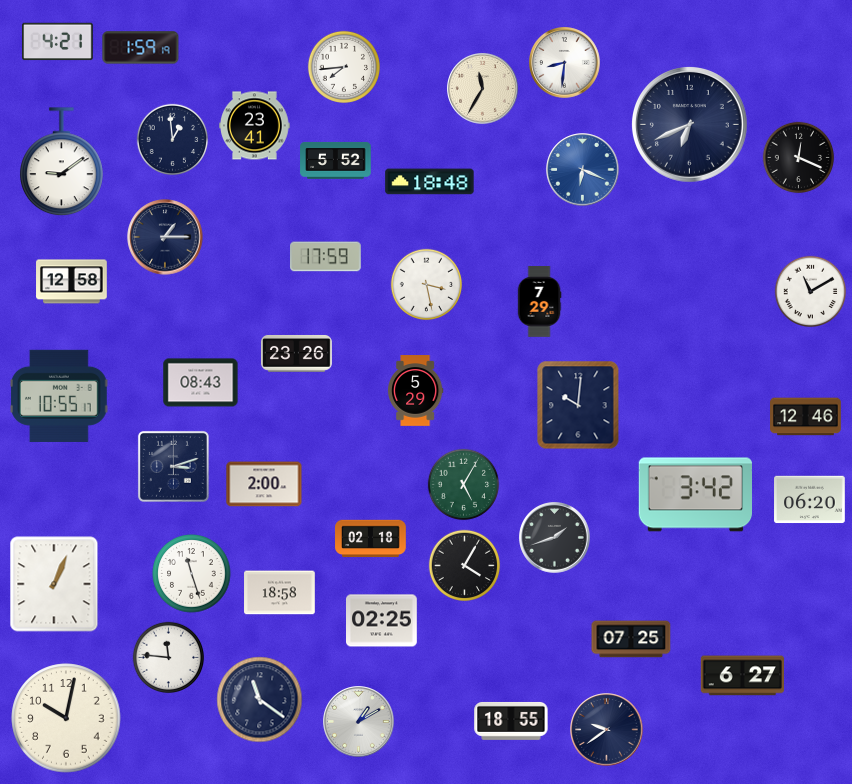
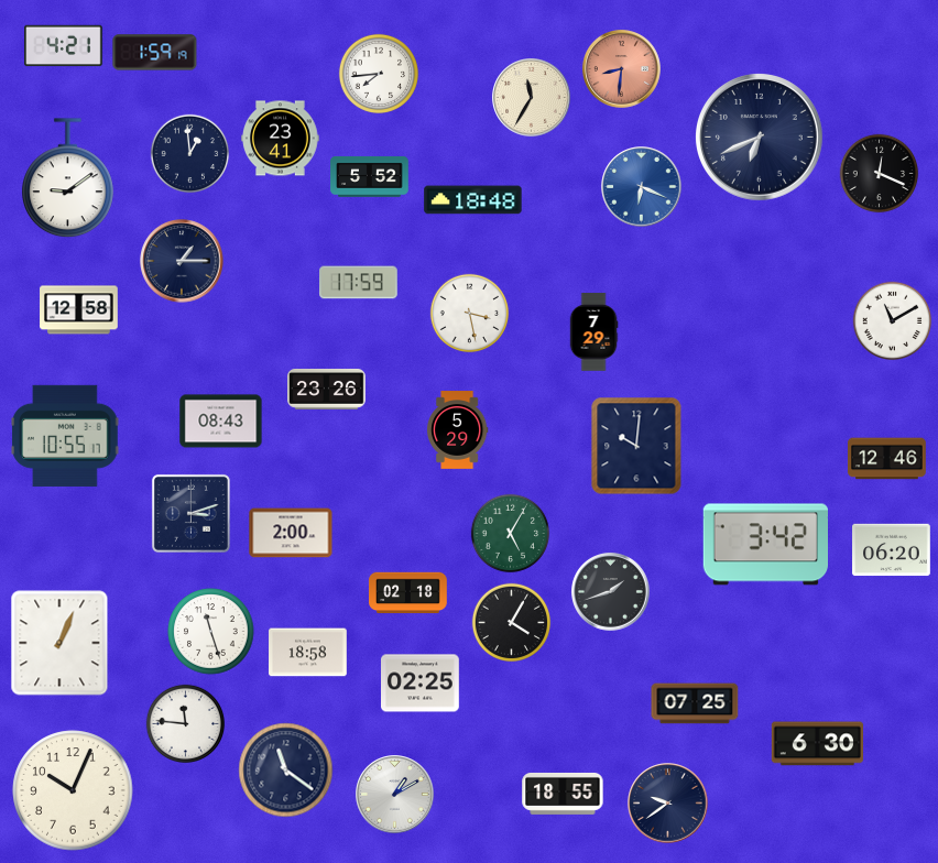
clock at (565, 63) dial: white -> salmon
clock at (742, 676): 6:27 -> 6:30
clock at (66, 718): 10:02 -> 10:04
